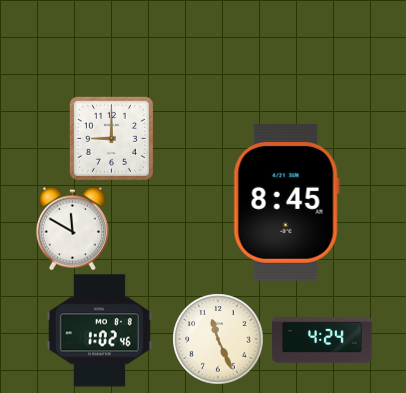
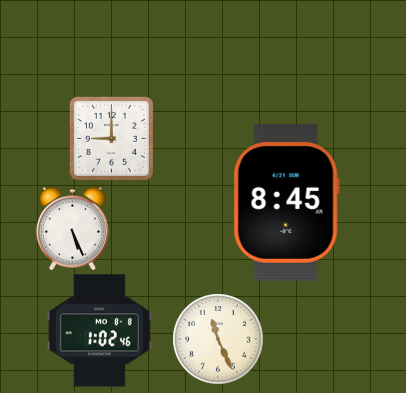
clock at (72, 228): 11:50 -> 5:26
clock at (322, 341): 4:24 -> none
